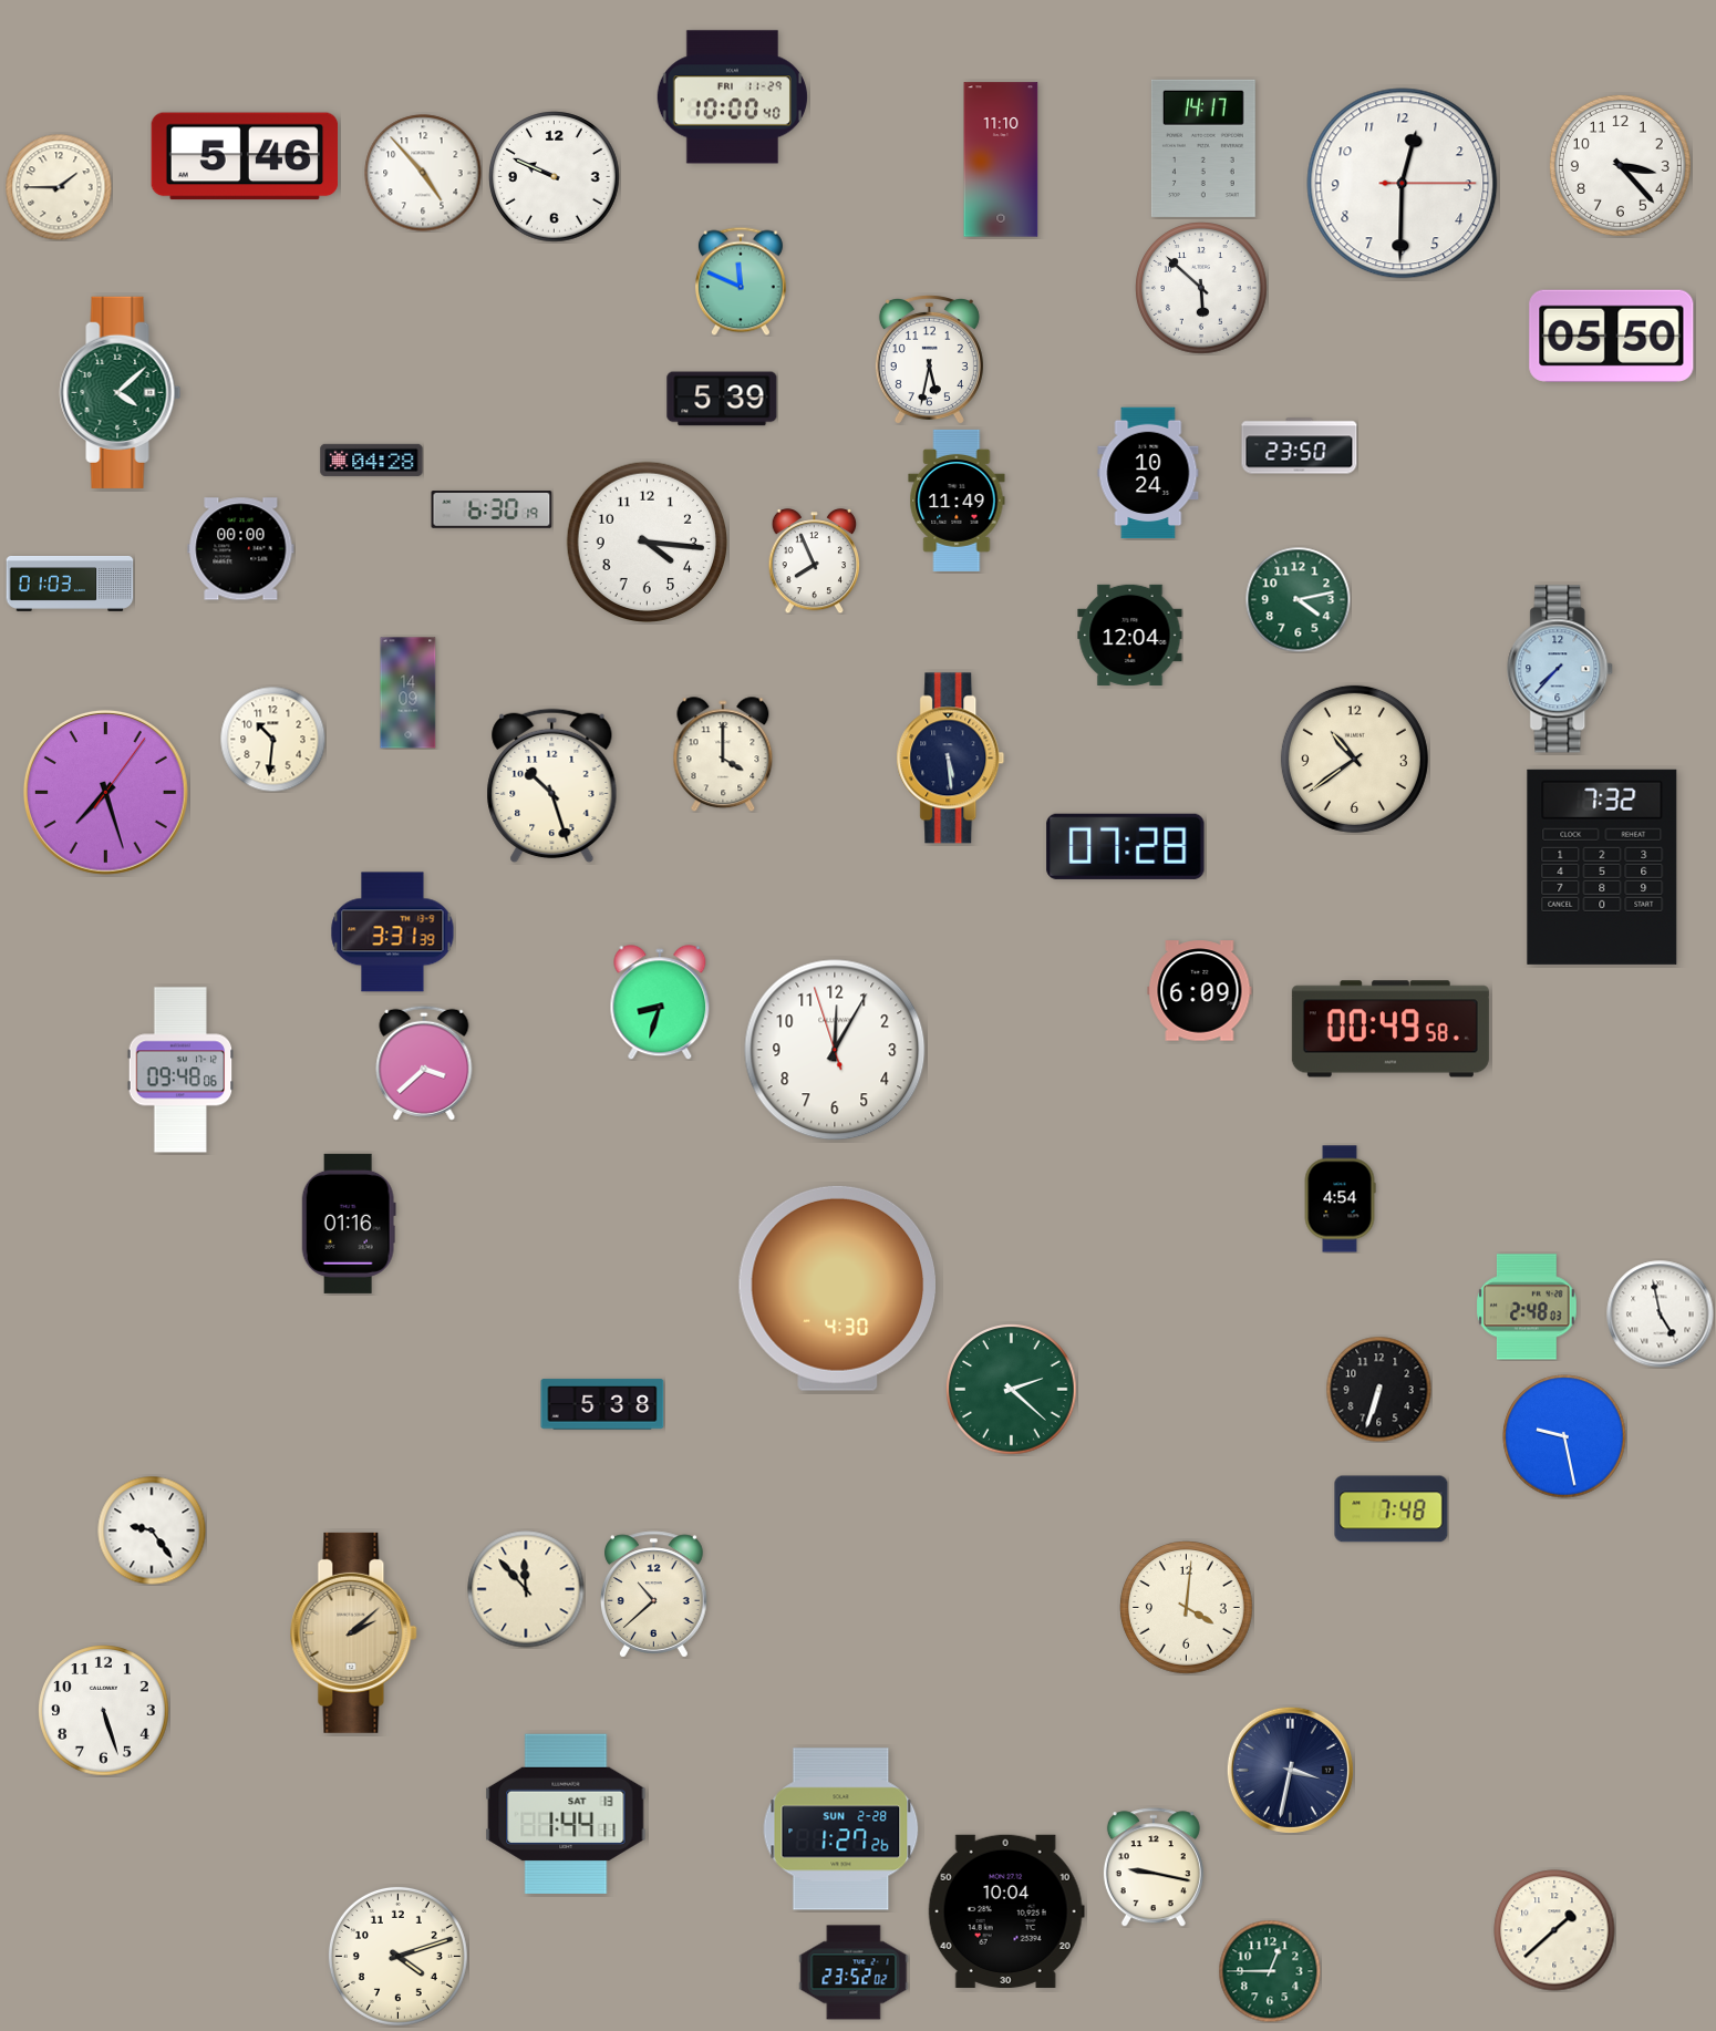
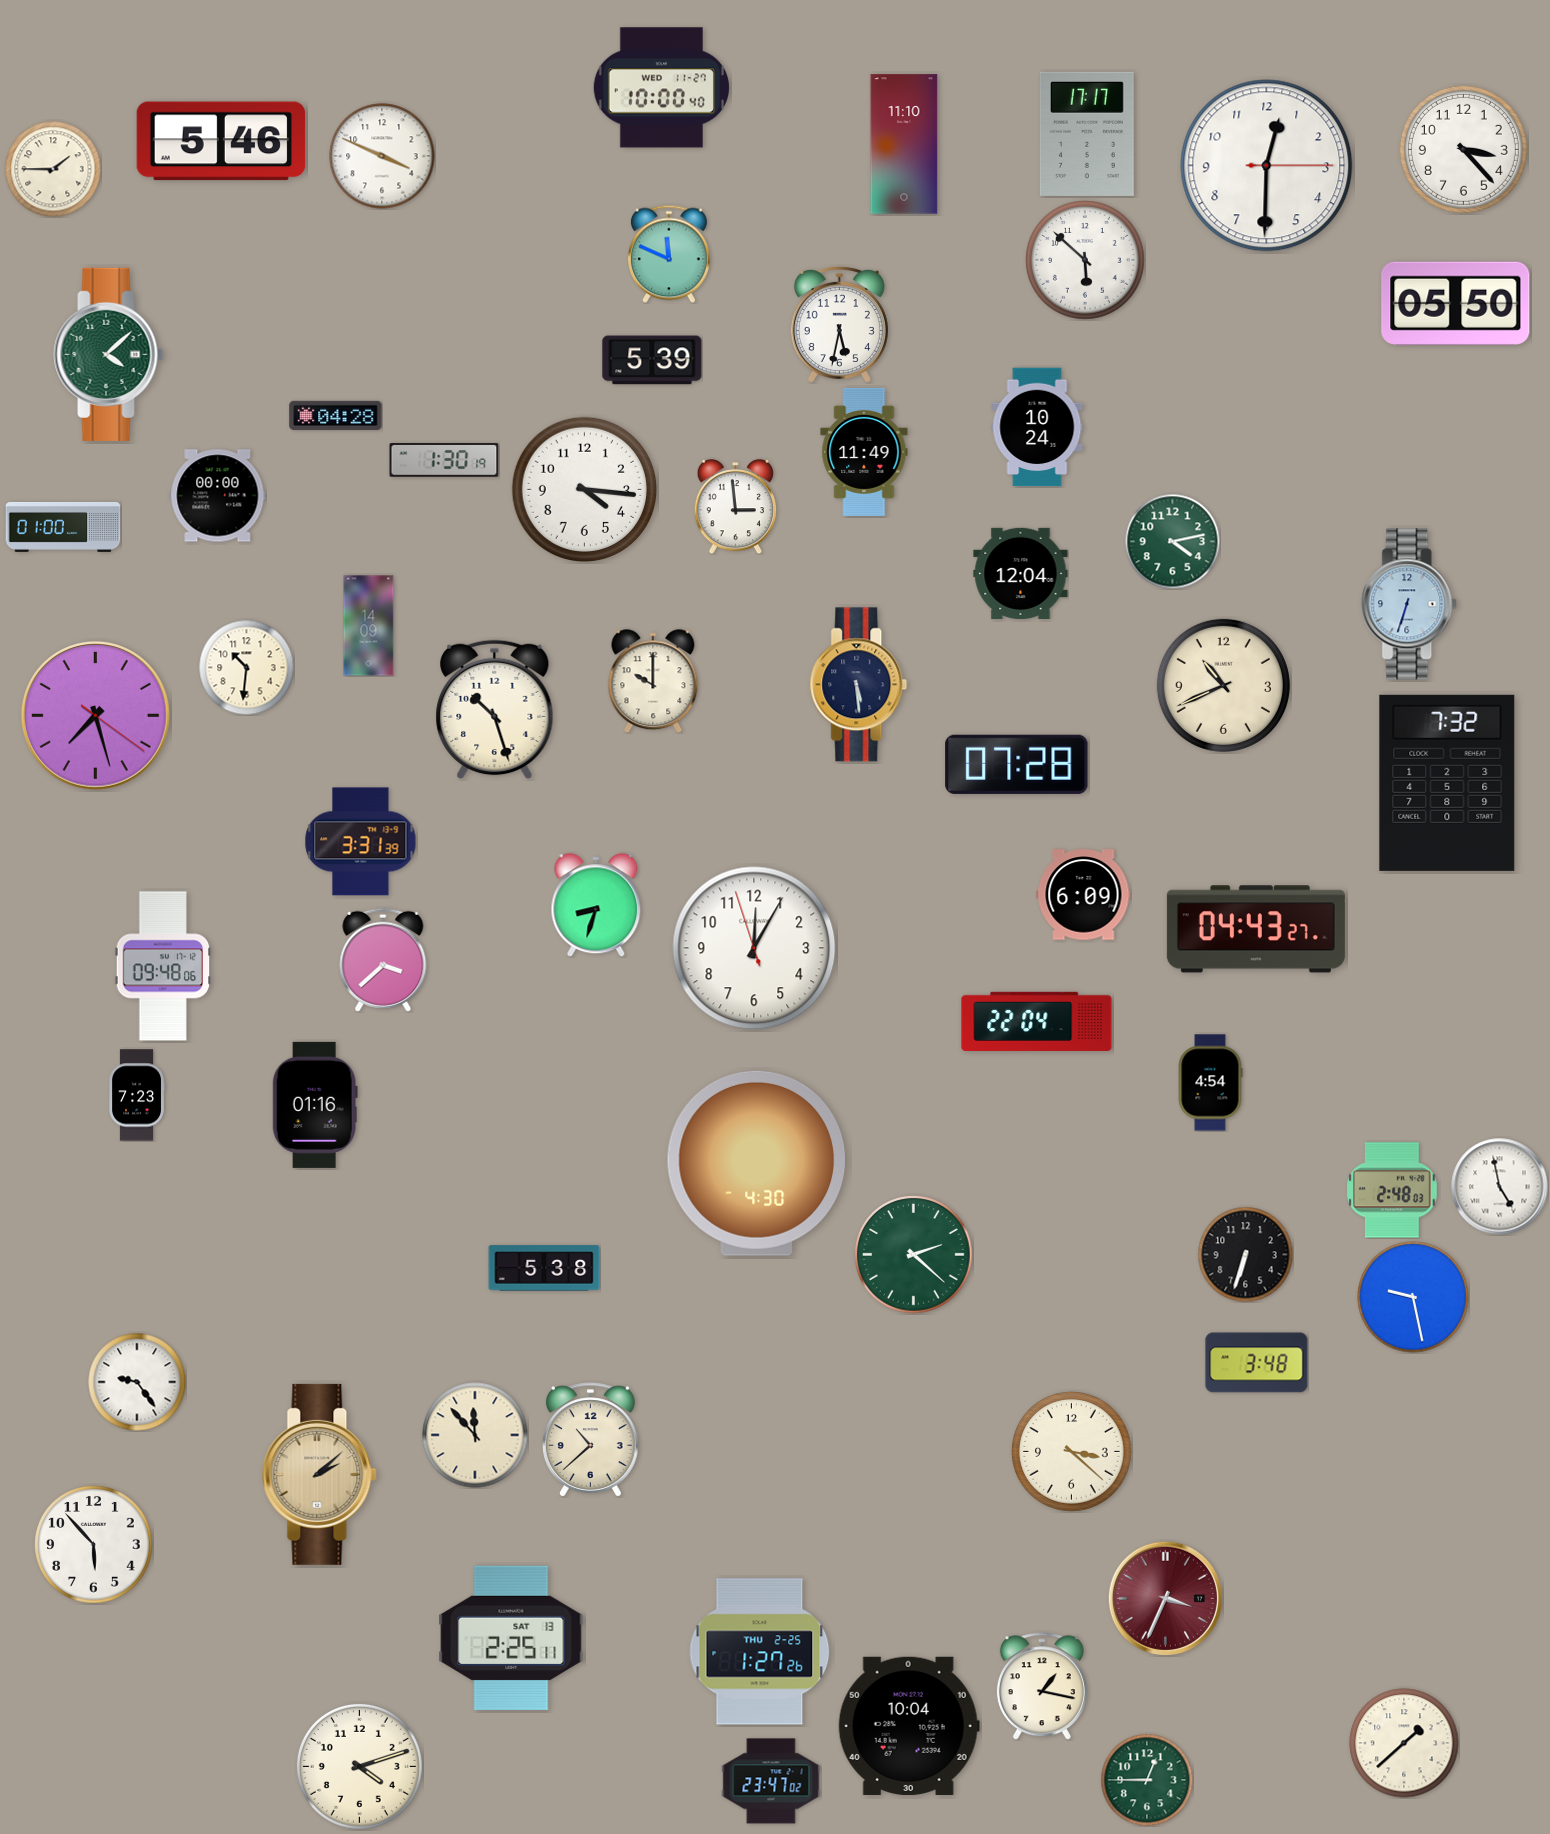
clock at (732, 97) date: FRI 11-29 -> WED 11-27
clock at (1203, 148): 14:17 -> 17:17
clock at (423, 173): 4:53 -> 3:49
clock at (555, 177): 9:49 -> none
clock at (1300, 446): 23:50 -> none
clock at (492, 509): 6:30 -> 1:30
clock at (815, 560): 7:56 -> 2:59
clock at (70, 584): 01:03 -> 01:00
clock at (1561, 669): 7:37 -> 6:33
clock at (723, 754): 4:00 -> 10:00
clock at (1354, 759): 10:39 -> 10:41
clock at (552, 786) position: (552, 786) -> (495, 710)
clock at (105, 792): 7:27:06 -> 7:27:21
clock at (393, 932) position: (393, 932) -> (361, 842)
clock at (1391, 1029): 00:49 -> 04:43
clock at (1037, 1021): none -> 22:04
clock at (136, 1095): none -> 7:23
clock at (1528, 1307) position: (1528, 1307) -> (1393, 1190)
clock at (1392, 1509): 7:48 -> 3:48
clock at (1187, 1608): 4:01 -> 3:22
clock at (104, 1711): 5:27 -> 5:53
clock at (1290, 1770): 3:32 -> 3:34
clock at (1290, 1770) dial: navy -> burgundy
clock at (566, 1813): 1:44 -> 2:25
clock at (841, 1829) date: SUN 2-28 -> THU 2-25
clock at (1154, 1867): 9:17 -> 1:17
clock at (854, 1972): 23:52 -> 23:47
